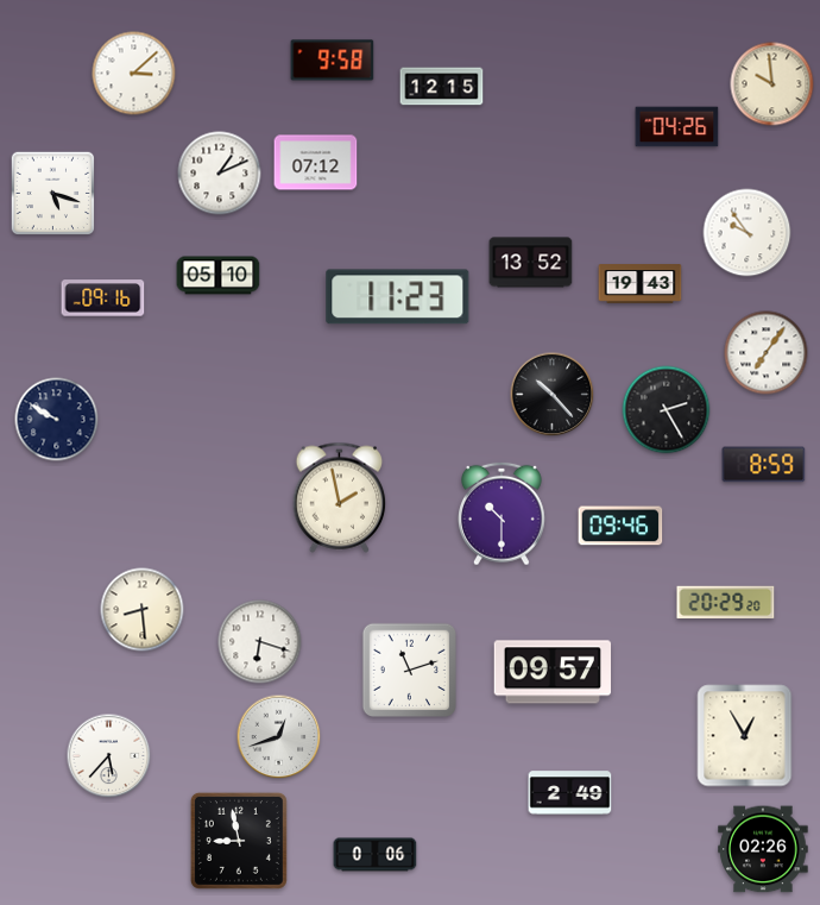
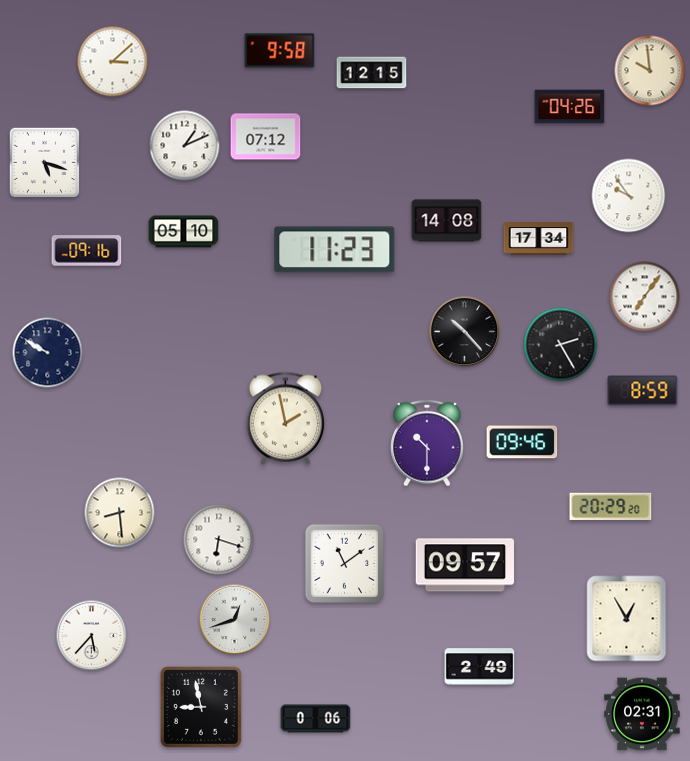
clock at (531, 263): 13:52 -> 14:08
clock at (641, 284): 19:43 -> 17:34
clock at (503, 514) position: (503, 514) -> (428, 443)
clock at (410, 671): 11:12 -> 11:09
clock at (763, 849): 02:26 -> 02:31
